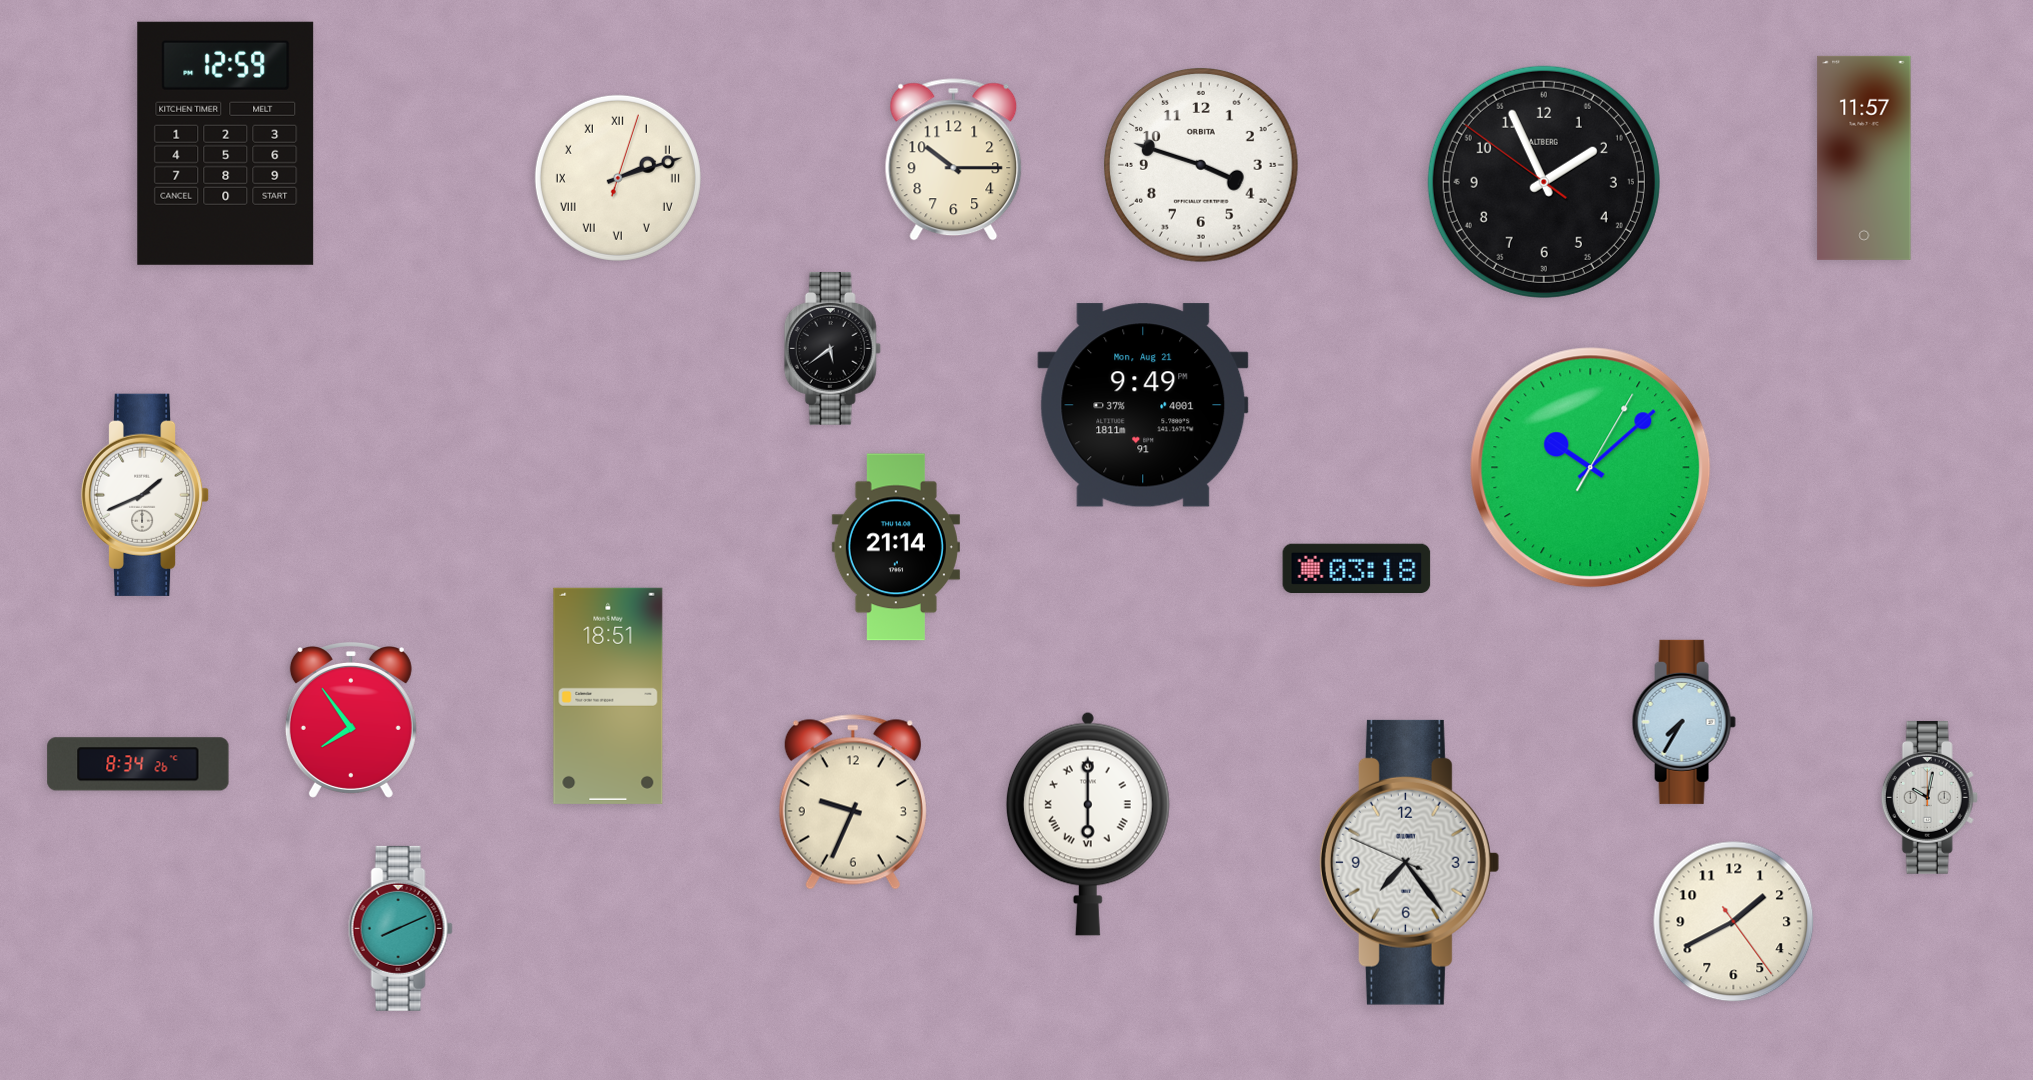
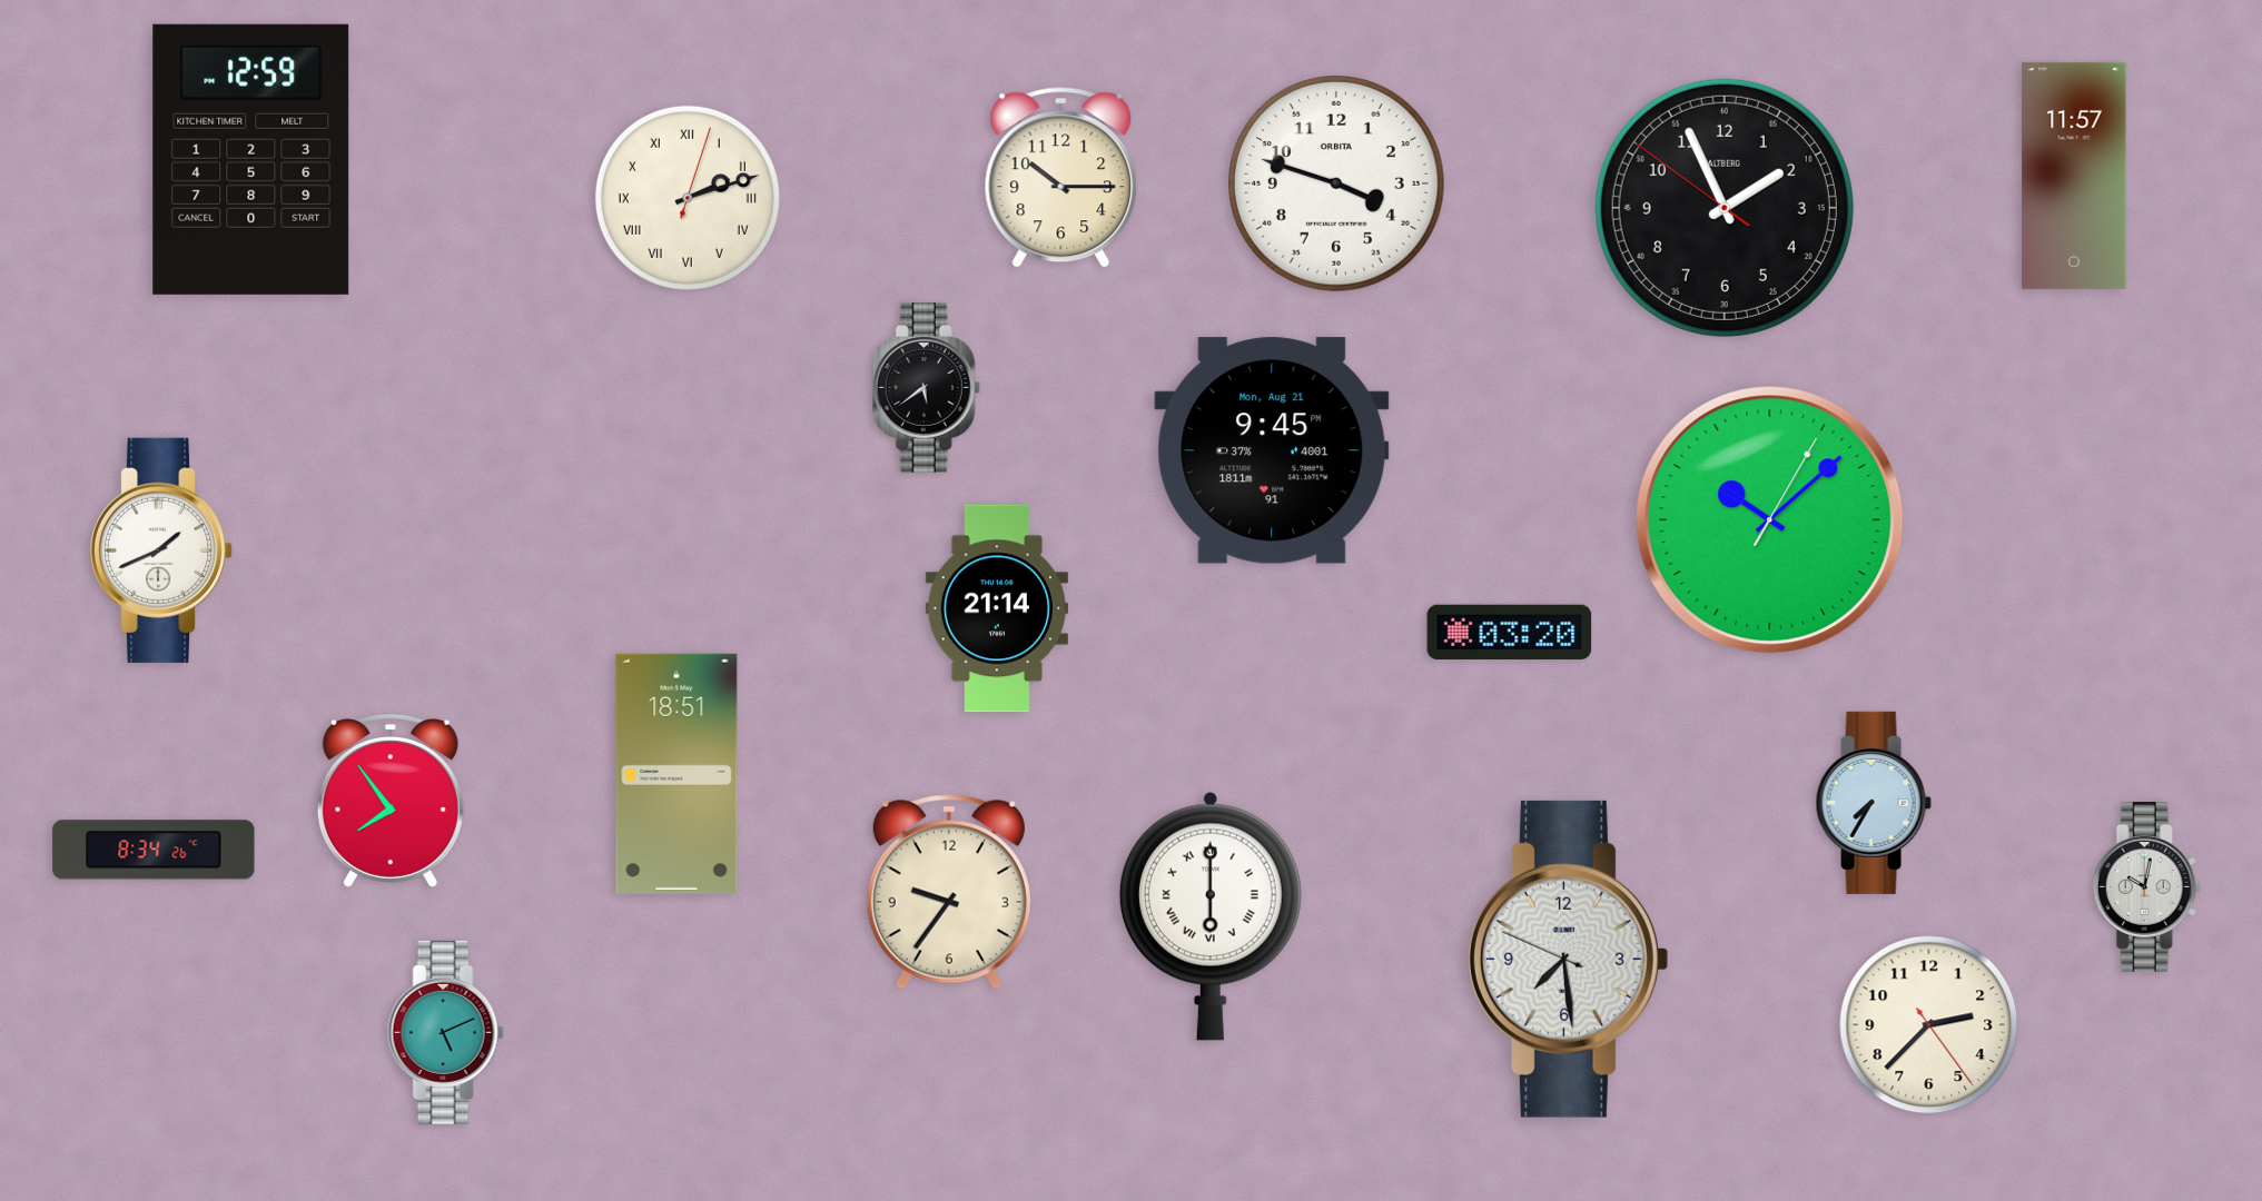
clock at (1544, 182) position: (1544, 182) -> (1725, 208)
clock at (1143, 405): 9:49 -> 9:45
clock at (1357, 568): 03:18 -> 03:20
clock at (853, 802): 9:34 -> 9:36
clock at (1409, 862): 7:23 -> 7:28
clock at (1734, 922): 1:40 -> 2:37
clock at (400, 928): 8:11 -> 5:11
